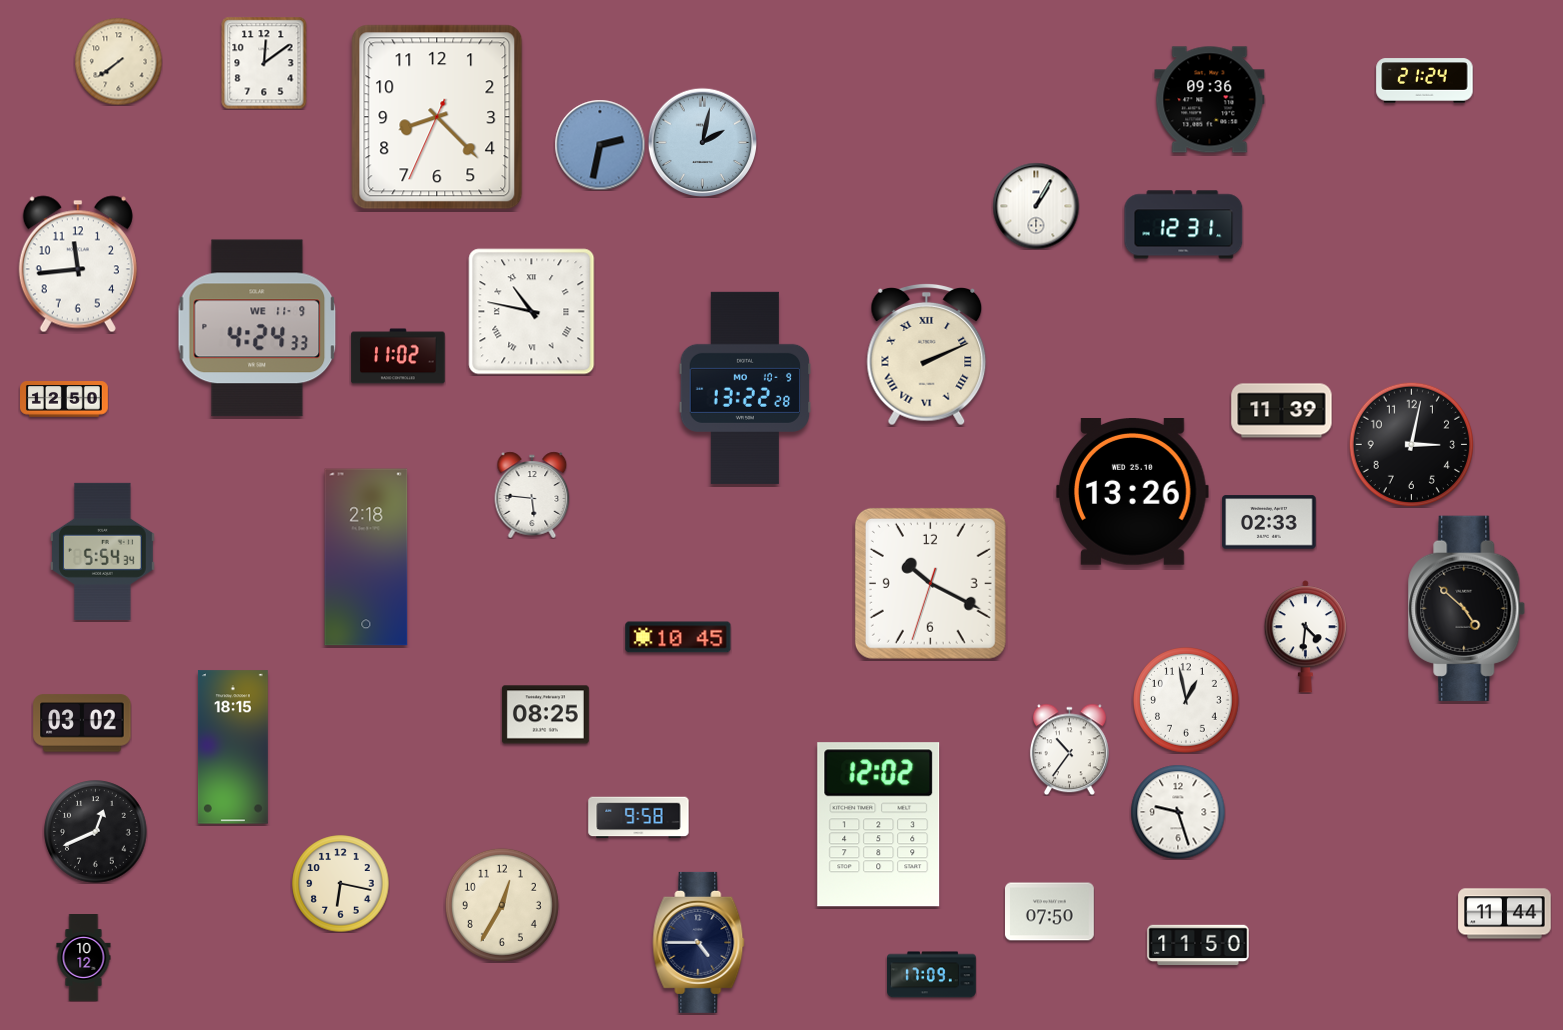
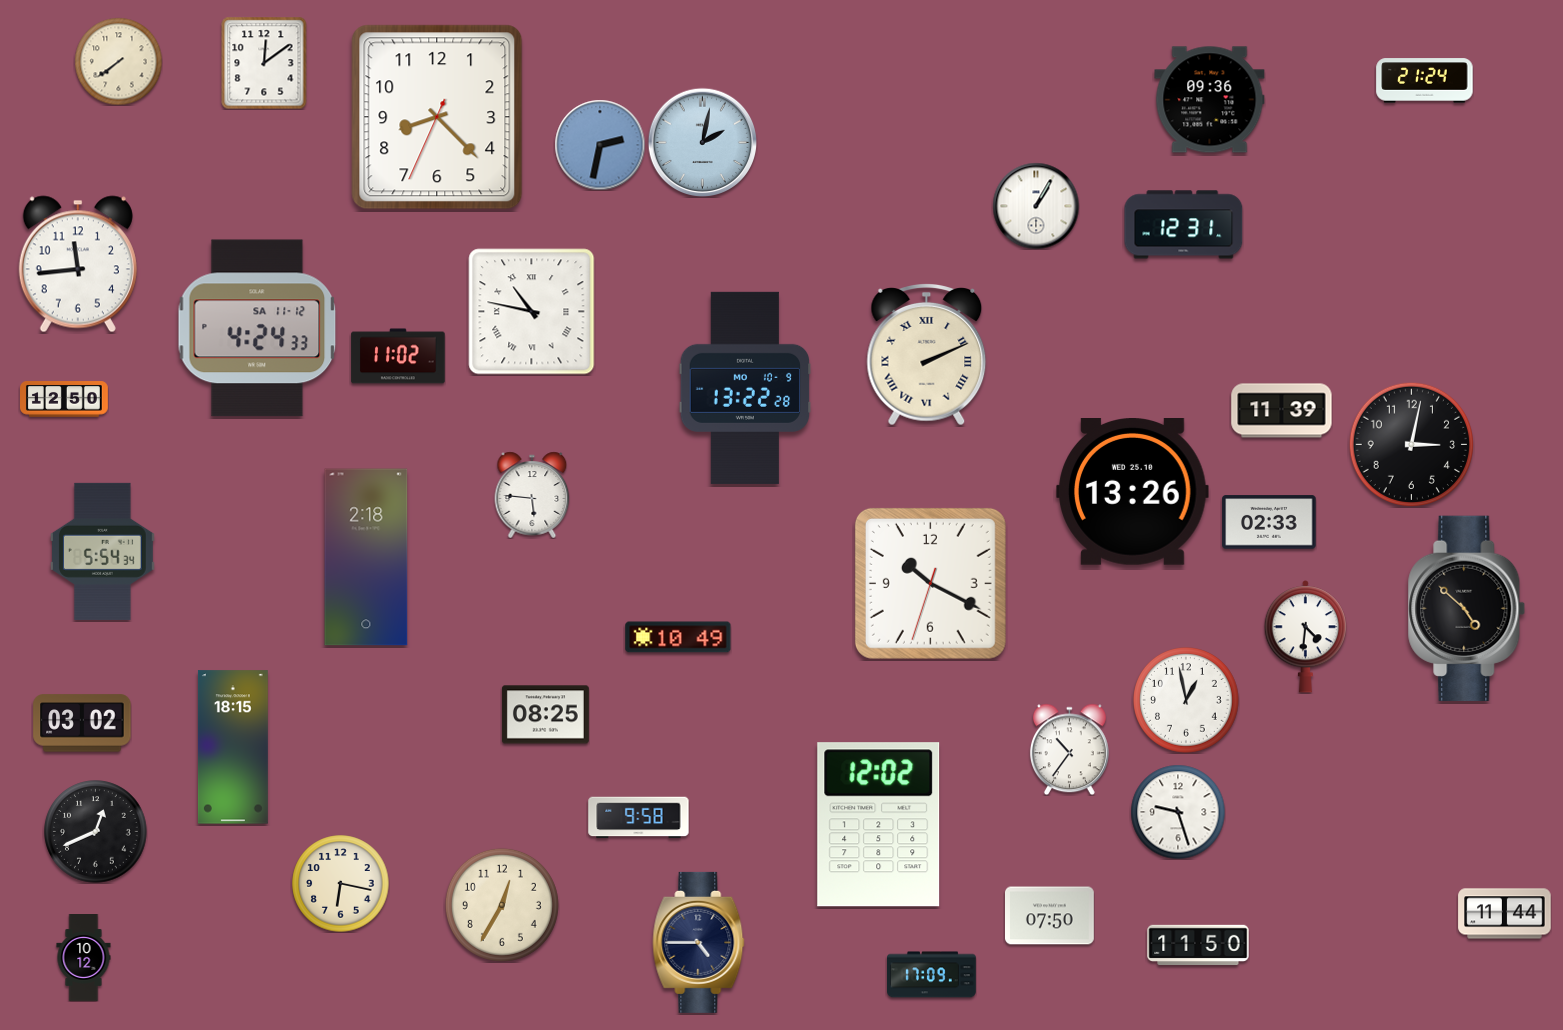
clock at (257, 328) date: WE 11-9 -> SA 11-12
clock at (678, 637): 10:45 -> 10:49
clock at (1050, 912) position: (1050, 912) -> (1050, 916)
